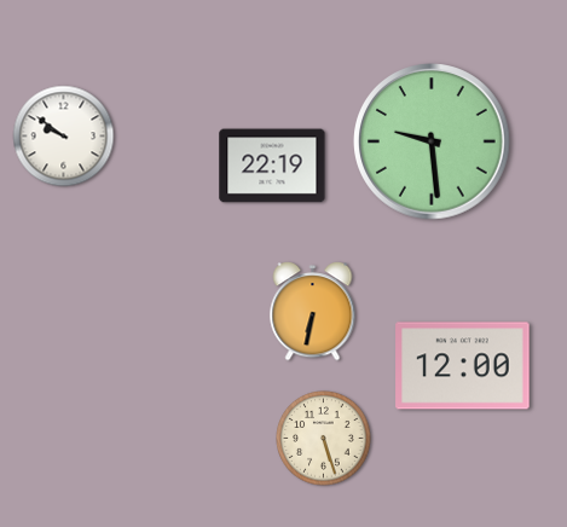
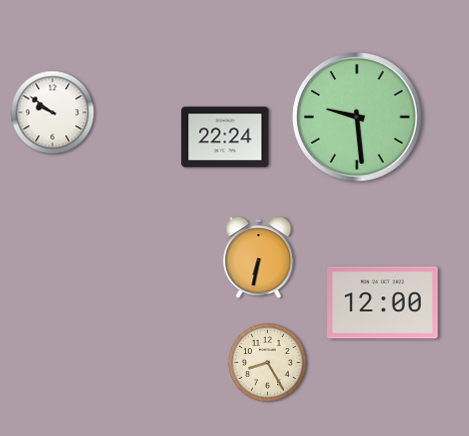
clock at (272, 166): 22:19 -> 22:24
clock at (324, 439): 5:27 -> 8:25
